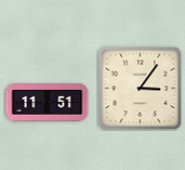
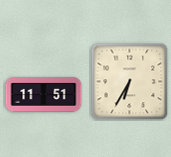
clock at (140, 88): 3:06 -> 6:35
